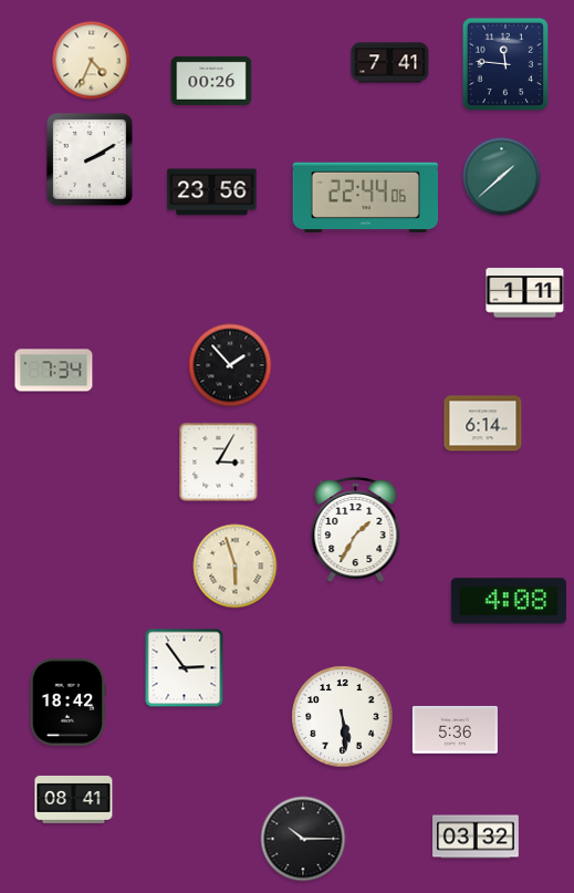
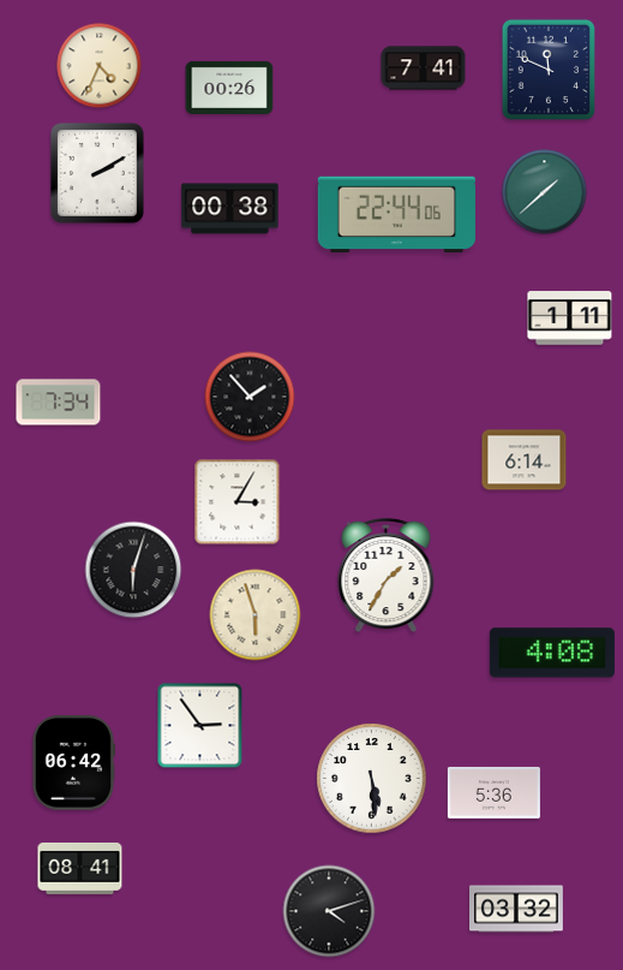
clock at (504, 64): 11:46 -> 11:49
clock at (212, 193): 23:56 -> 00:38
clock at (133, 570): none -> 6:03
clock at (69, 703): 18:42 -> 06:42
clock at (303, 839): 10:15 -> 4:12
